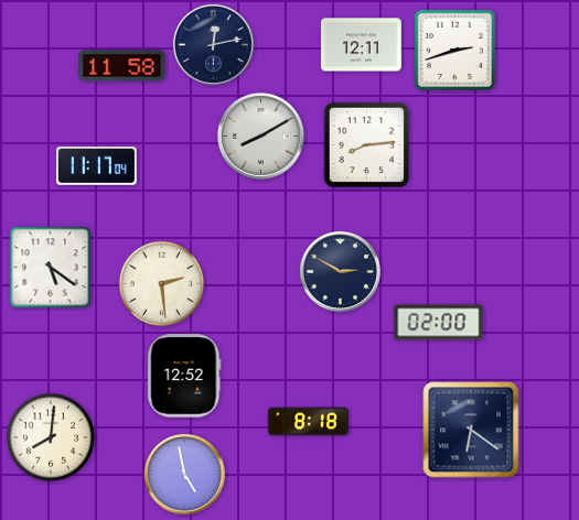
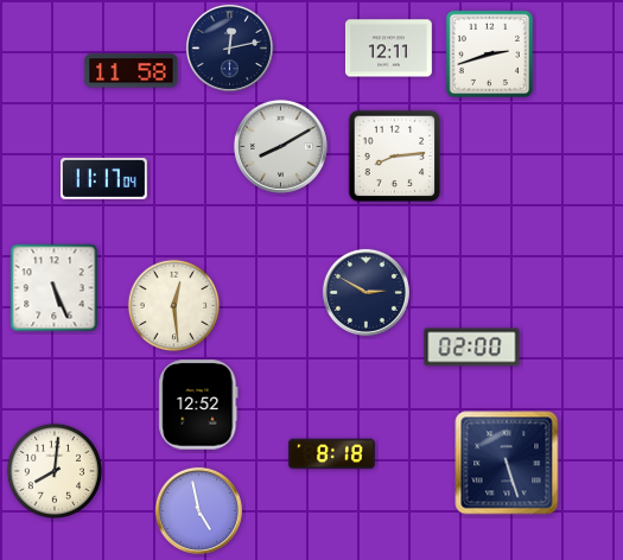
clock at (51, 268): 5:21 -> 5:26
clock at (162, 284): 2:29 -> 12:29
clock at (471, 430): 6:21 -> 5:27
